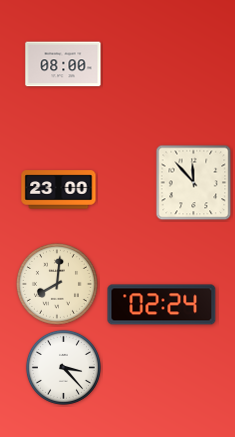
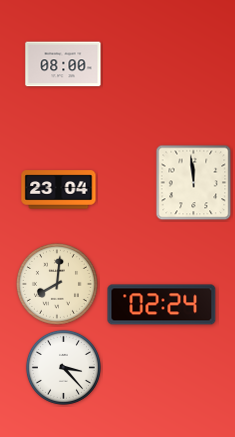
clock at (194, 183): 11:53 -> 11:59
clock at (59, 190): 23:00 -> 23:04
